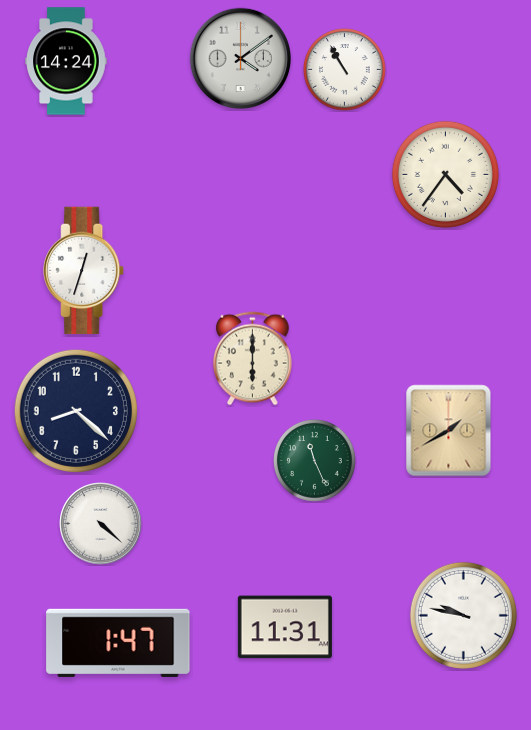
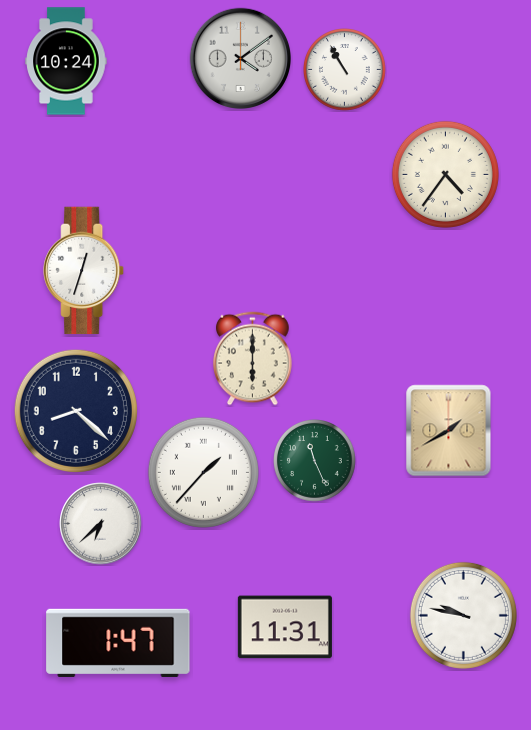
clock at (66, 61): 14:24 -> 10:24
clock at (203, 472): none -> 1:37
clock at (101, 524): 4:22 -> 6:38
